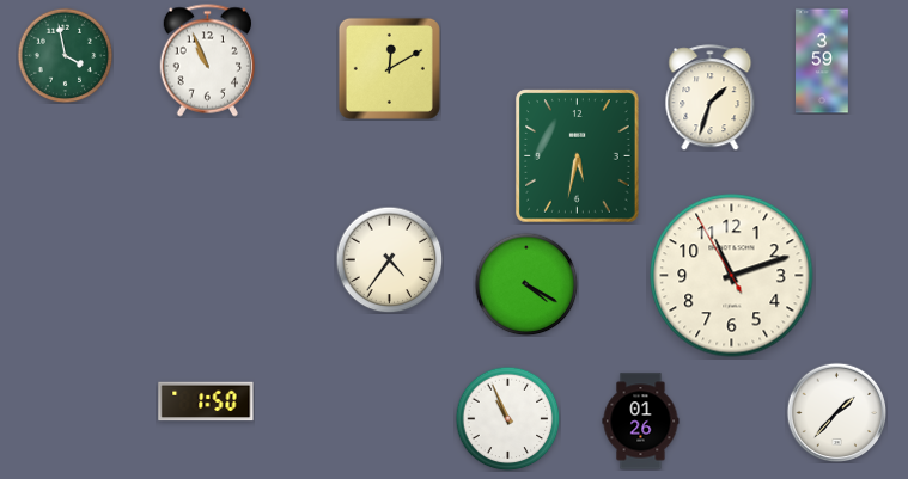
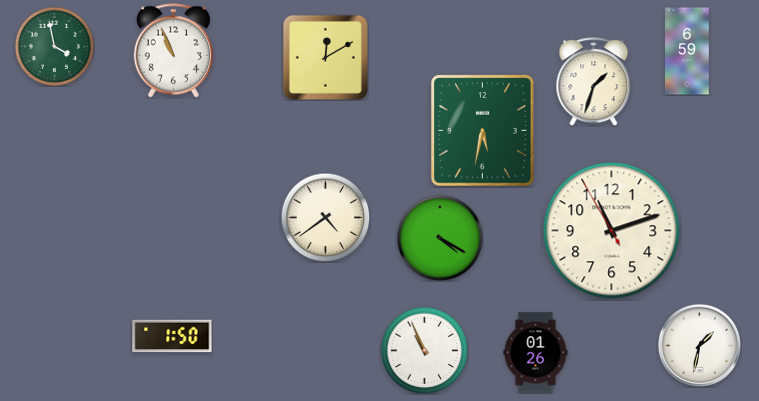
clock at (822, 61): 3:59 -> 6:59
clock at (389, 259): 4:36 -> 4:39
clock at (836, 412): 1:37 -> 1:32
